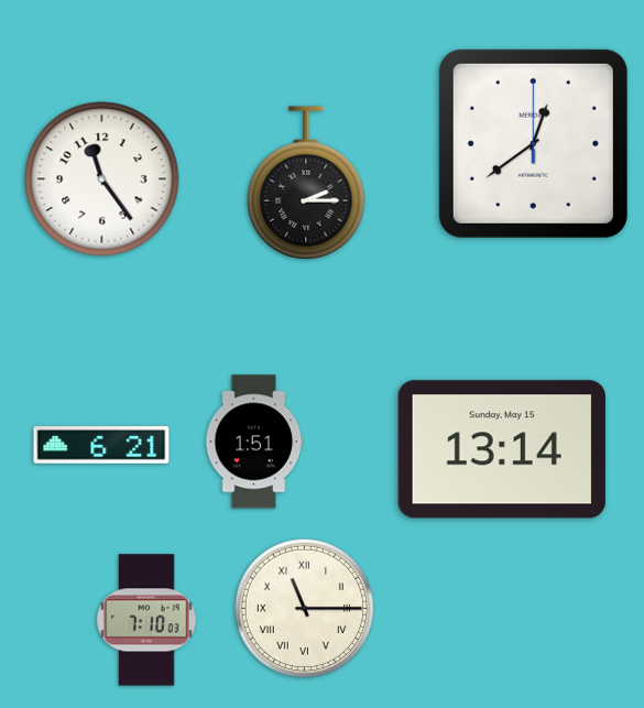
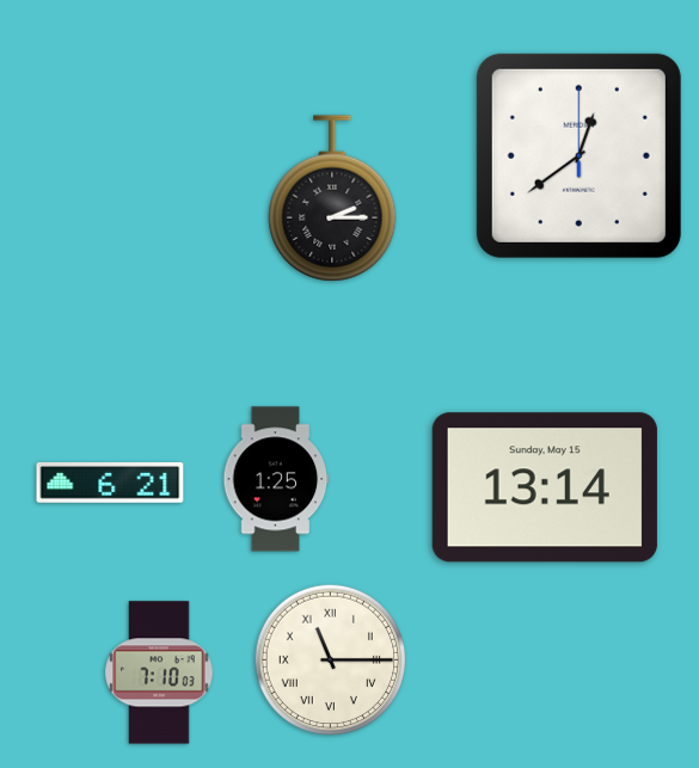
clock at (102, 179): 11:24 -> none
clock at (254, 442): 1:51 -> 1:25
